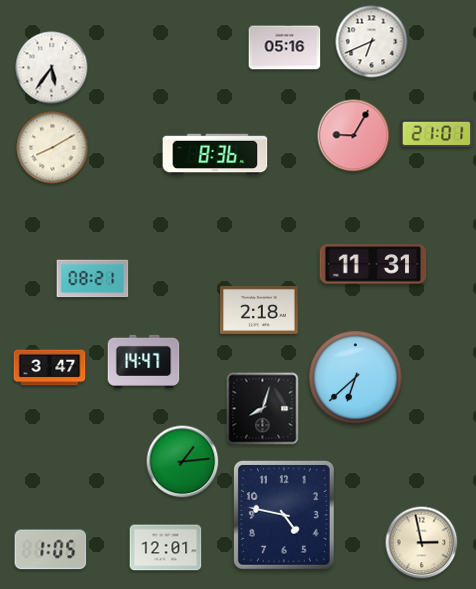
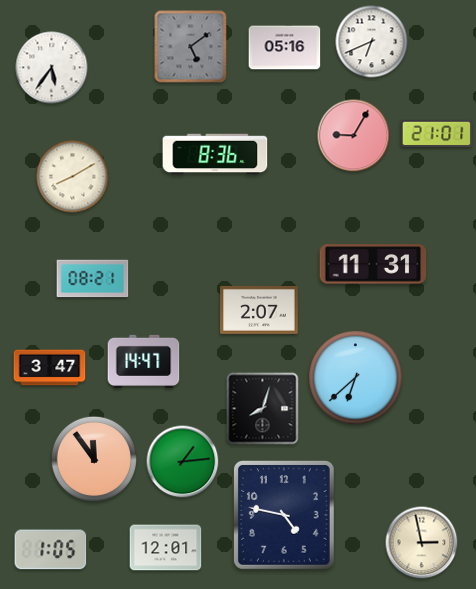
clock at (191, 47): none -> 5:09
clock at (53, 148) position: (53, 148) -> (73, 177)
clock at (259, 310): 2:18 -> 2:07
clock at (93, 458): none -> 11:54
